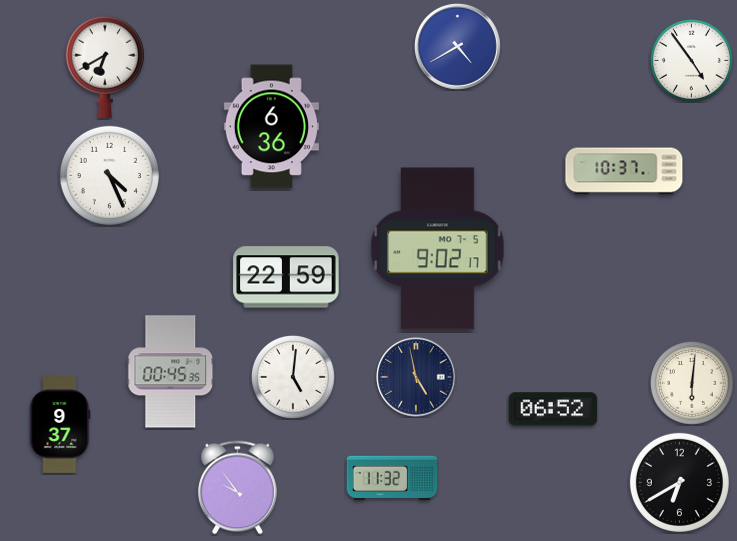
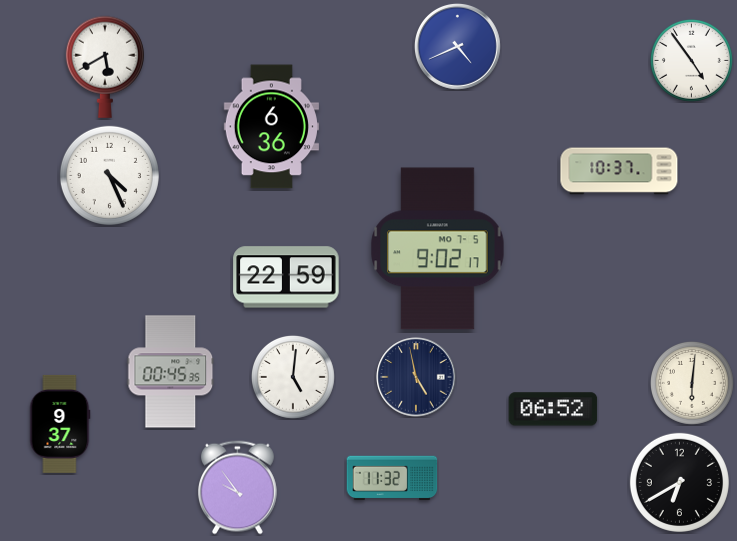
clock at (457, 46): 4:40 -> 4:41
clock at (105, 67): 6:40 -> 5:40
clock at (624, 171) position: (624, 171) -> (619, 171)
